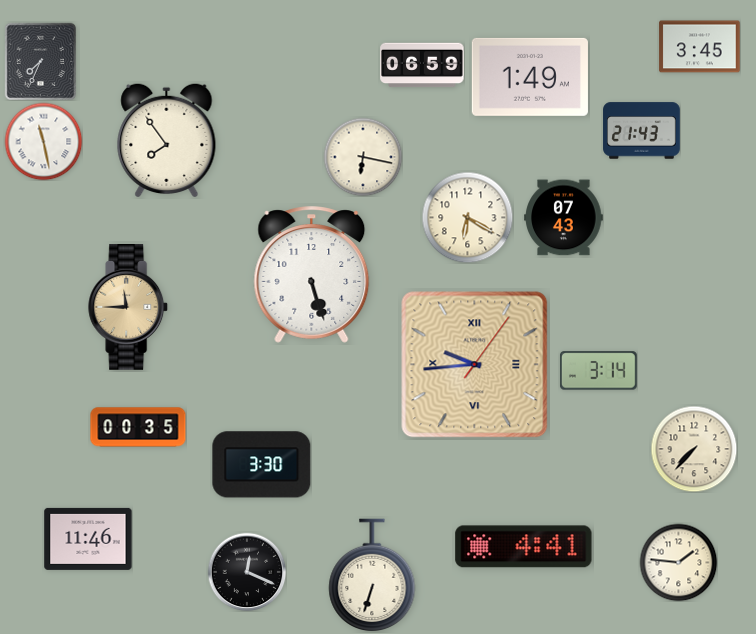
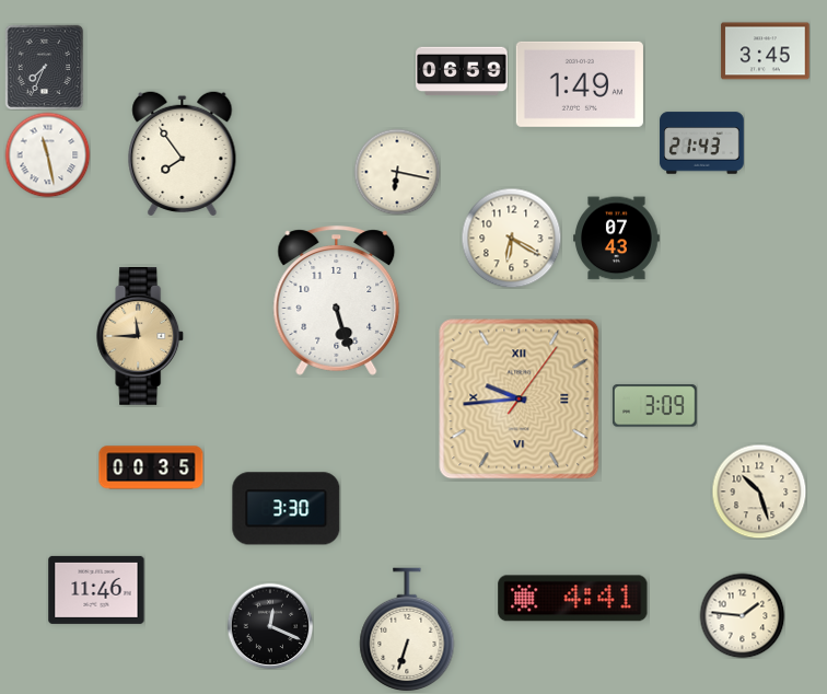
clock at (312, 275) position: (312, 275) -> (337, 301)
clock at (598, 371): 3:14 -> 3:09
clock at (694, 449): 7:37 -> 10:27
